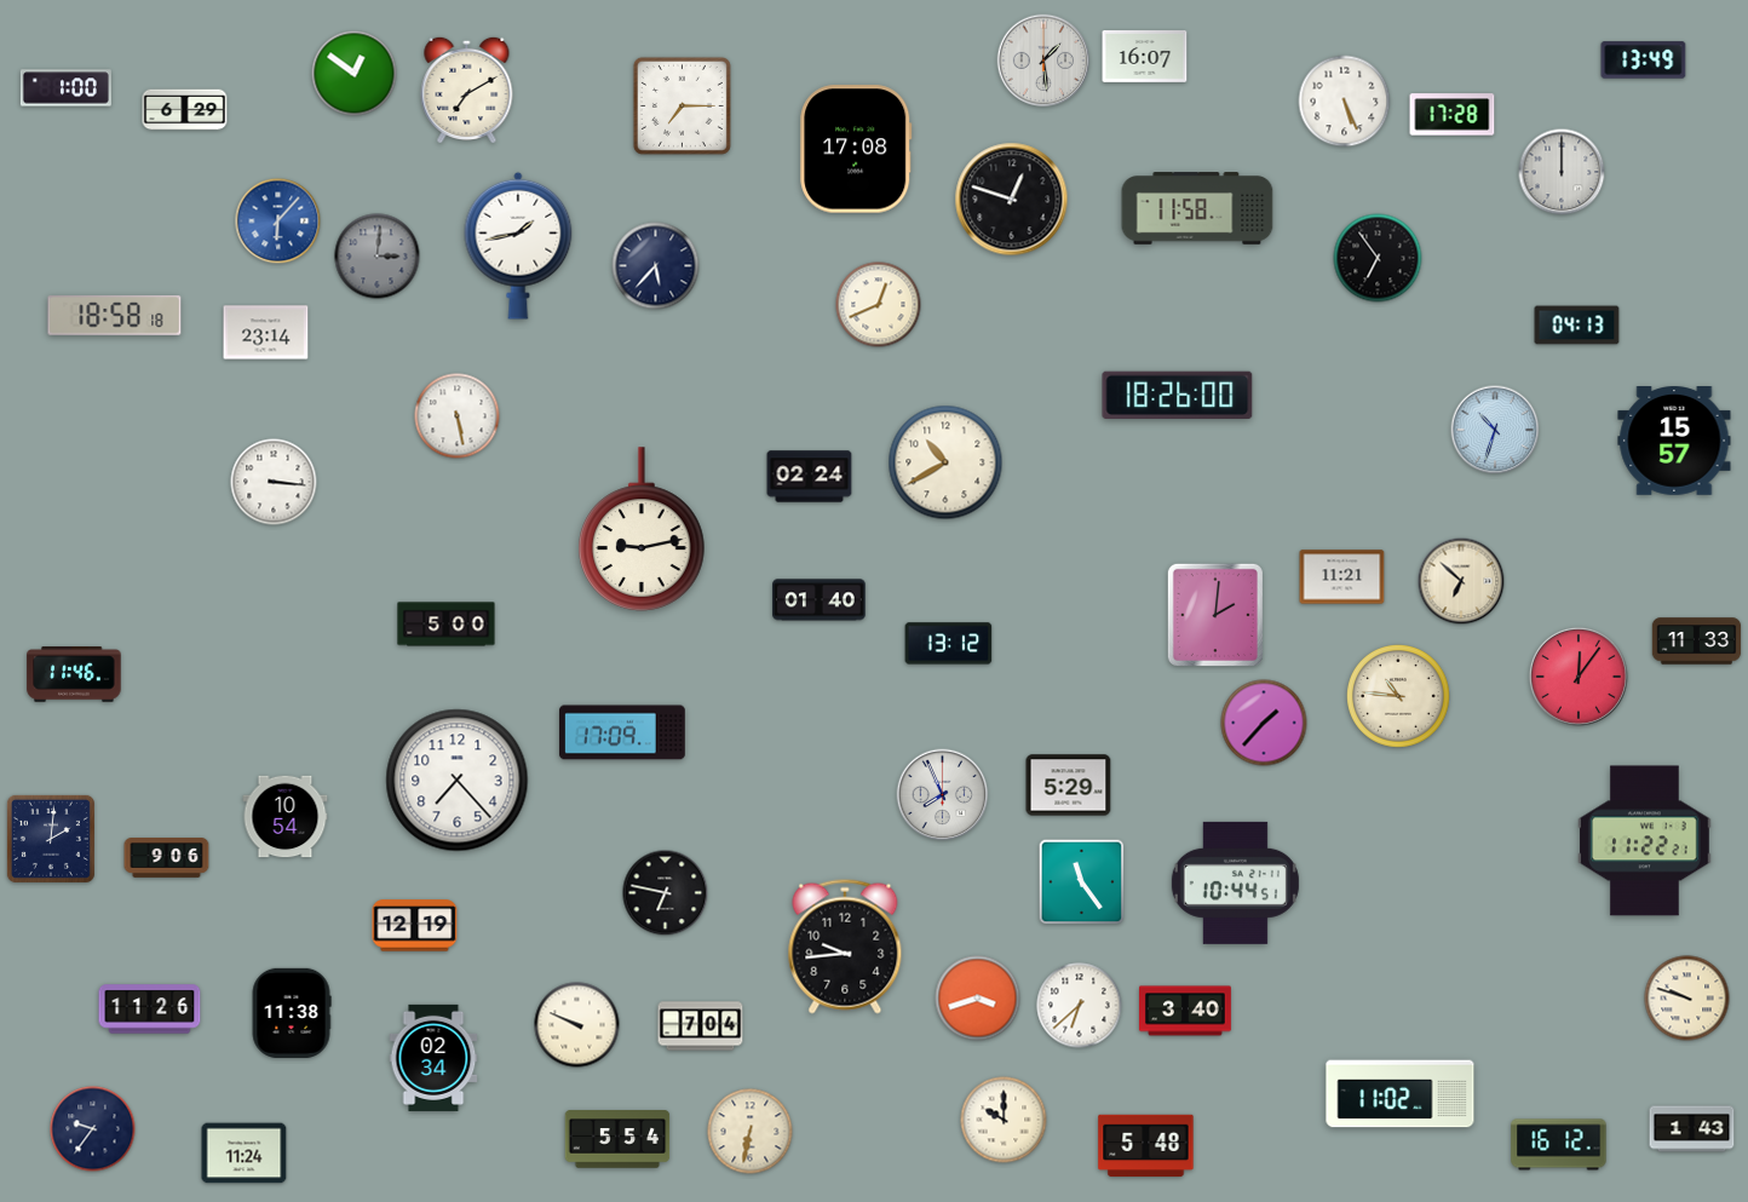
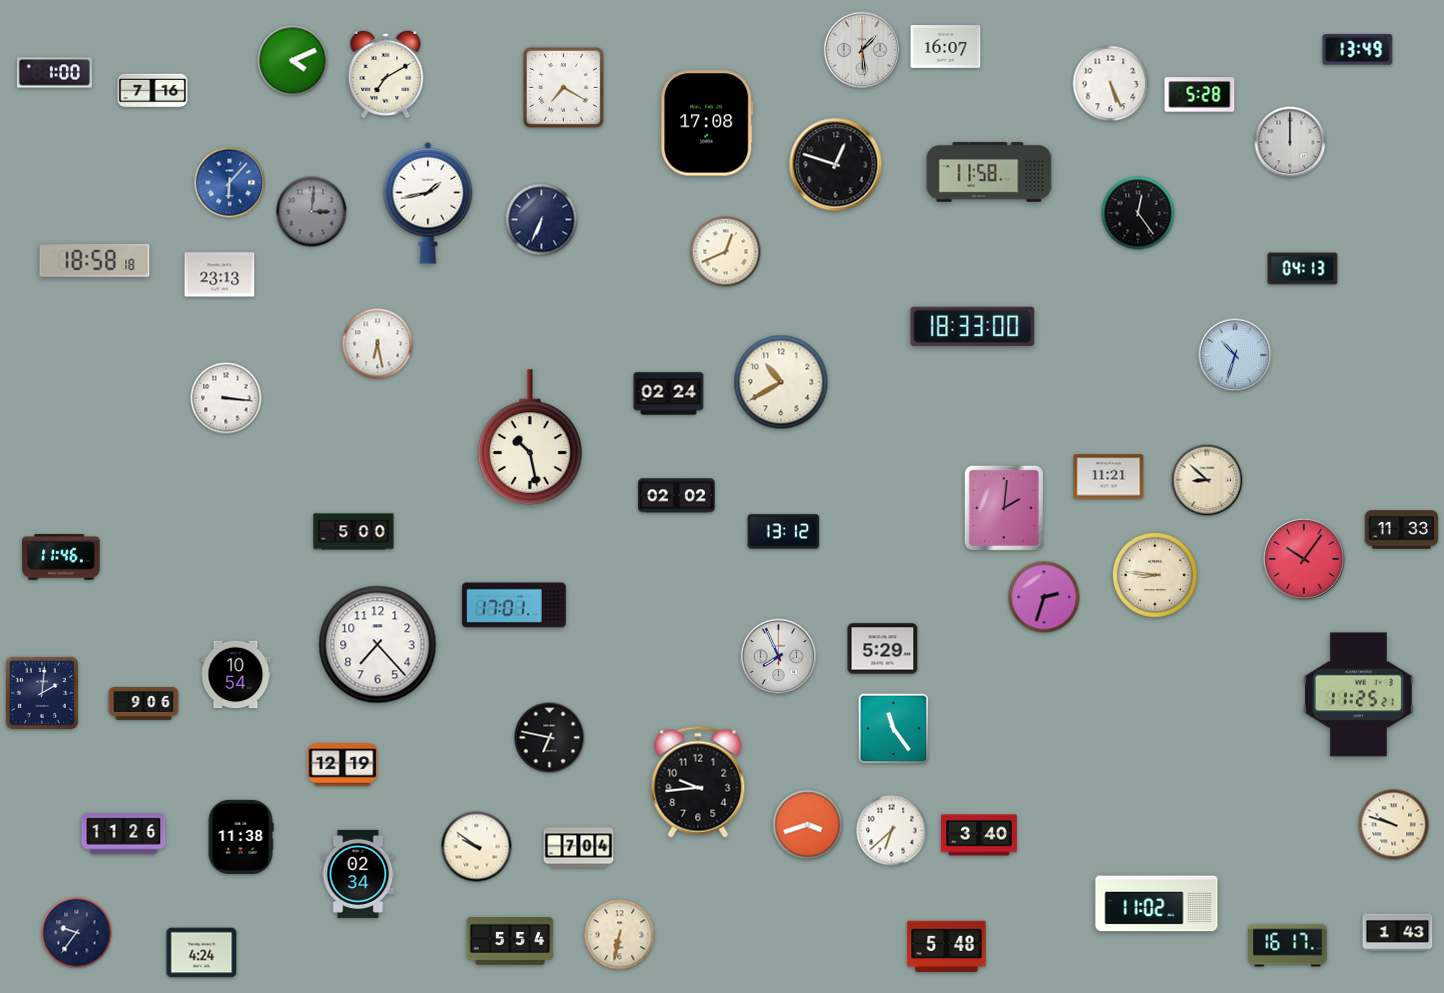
clock at (355, 74): 12:51 -> 4:11
clock at (682, 105): 7:15 -> 7:20
clock at (185, 110): 6:29 -> 7:16
clock at (1453, 115): 17:28 -> 5:28
clock at (1378, 258): 6:54 -> 12:24
clock at (656, 266): 5:37 -> 6:34
clock at (266, 333): 23:14 -> 23:13
clock at (1178, 395): 18:26 -> 18:33
clock at (458, 416): 5:28 -> 6:28
clock at (1674, 442): 15:57 -> none
clock at (642, 529): 9:13 -> 10:28
clock at (1461, 581): 6:52 -> 8:52
clock at (820, 600): 01:40 -> 02:02
clock at (447, 625) position: (447, 625) -> (354, 532)
clock at (1579, 677): 12:06 -> 10:06
clock at (1399, 697): 10:46 -> 8:46
clock at (1264, 723): 1:37 -> 2:33
clock at (622, 732): 17:09 -> 17:01
clock at (1645, 841): 11:22 -> 11:25
clock at (167, 858) position: (167, 858) -> (144, 704)
clock at (1235, 882): 10:44 -> none
clock at (577, 1025): 9:49 -> 9:51
clock at (1004, 1120): 10:00 -> none
clock at (1559, 1145): 16:12 -> 16:17
clock at (245, 1154): 11:24 -> 4:24
